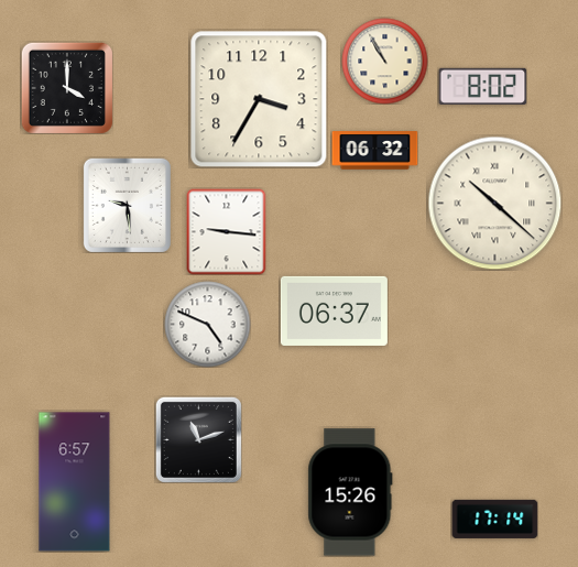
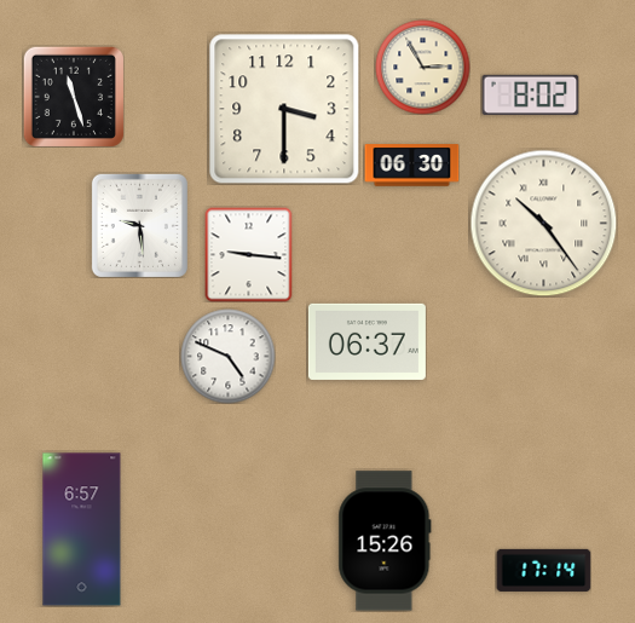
clock at (384, 61): 10:55 -> 2:55
clock at (67, 88): 4:00 -> 11:27
clock at (259, 99): 3:35 -> 3:30
clock at (374, 151): 06:32 -> 06:30
clock at (494, 203): 10:22 -> 10:24
clock at (198, 439): 11:12 -> none
